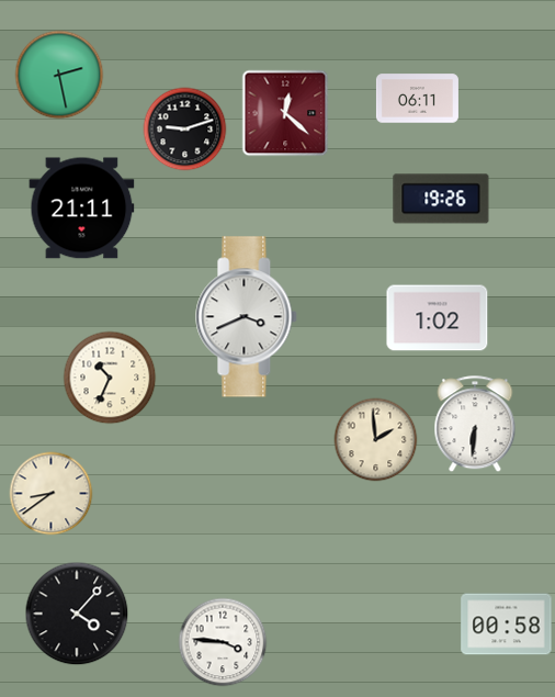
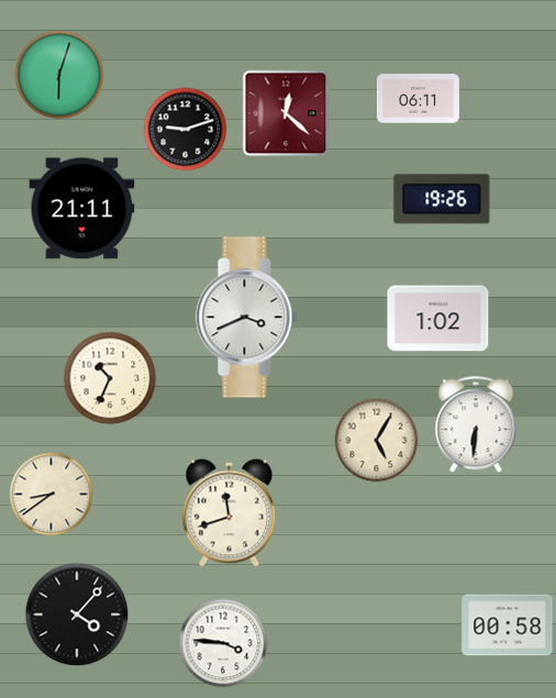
clock at (59, 75): 2:28 -> 6:03
clock at (376, 440): 1:59 -> 5:05
clock at (230, 513): none -> 11:42
